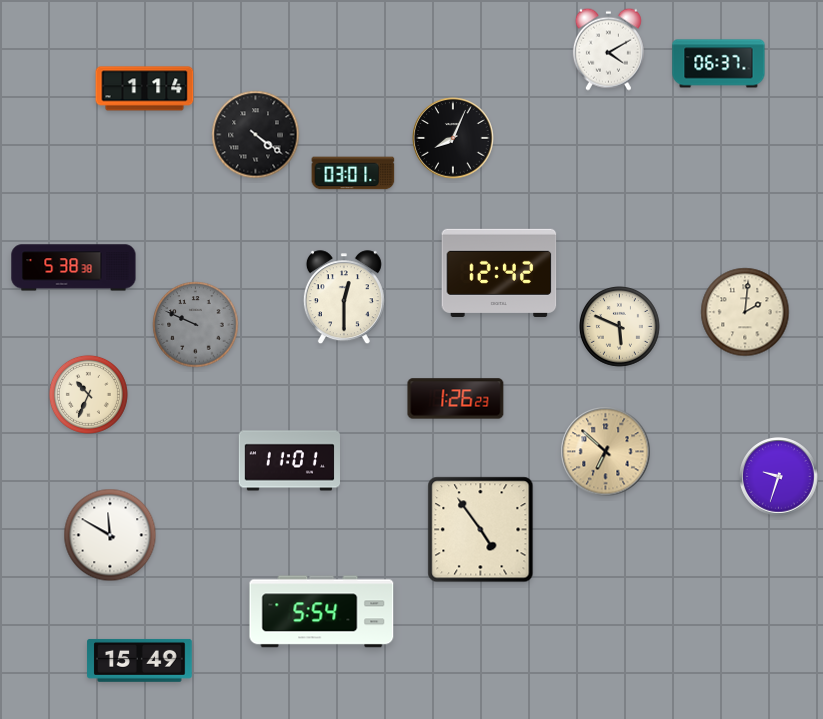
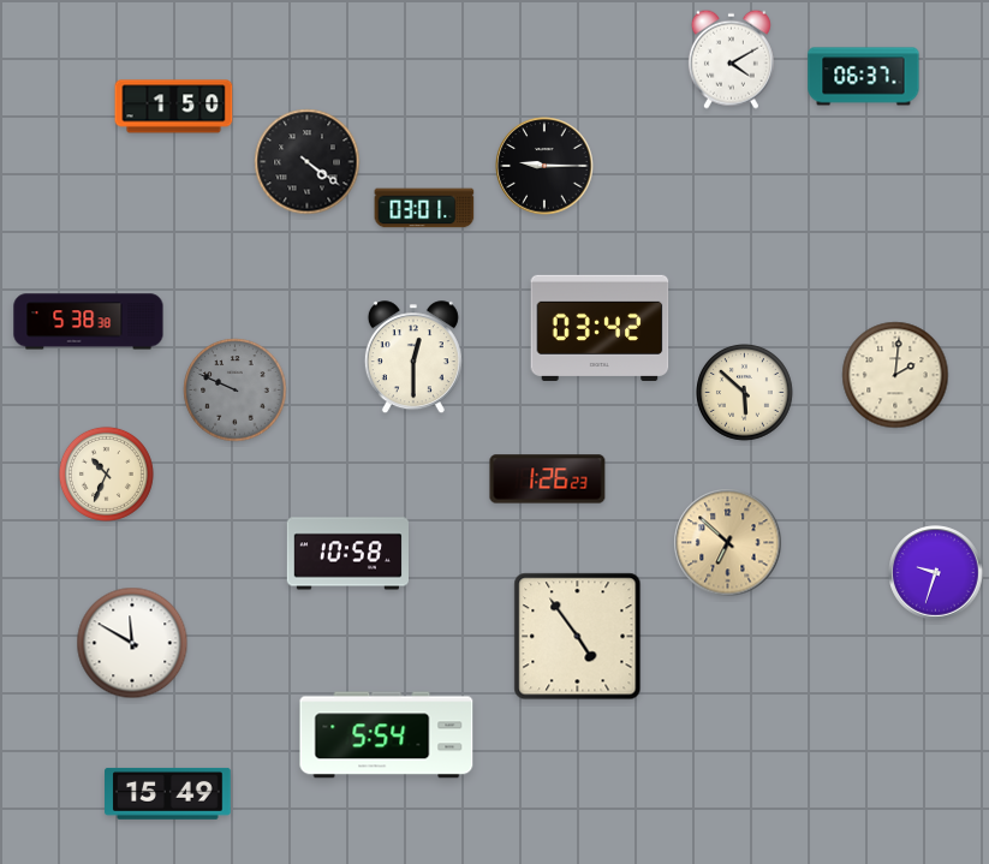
clock at (145, 89): 1:14 -> 1:50
clock at (453, 138): 8:04 -> 9:15
clock at (499, 273): 12:42 -> 03:42
clock at (620, 327): 5:49 -> 5:52
clock at (289, 461): 11:01 -> 10:58
